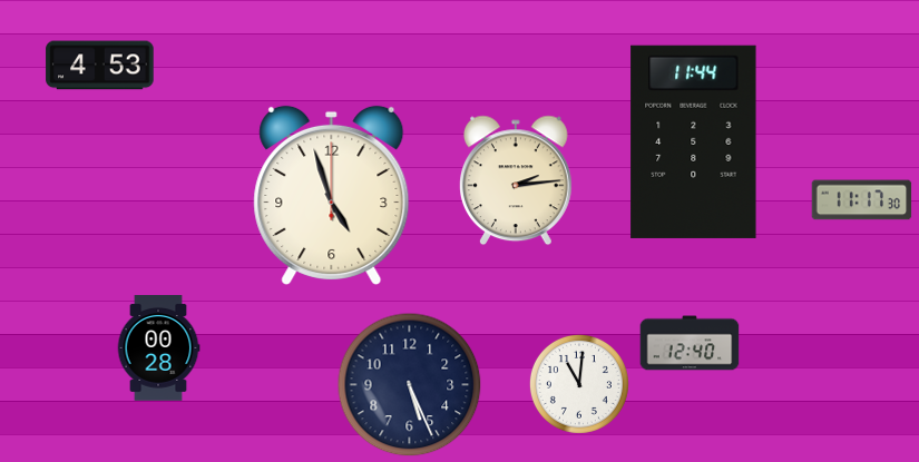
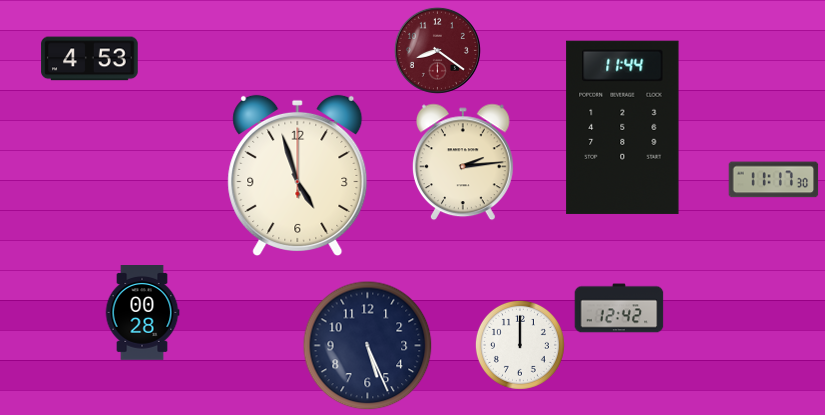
clock at (437, 50): none -> 8:21
clock at (690, 343): 12:40 -> 12:42
clock at (579, 384): 11:01 -> 12:00
